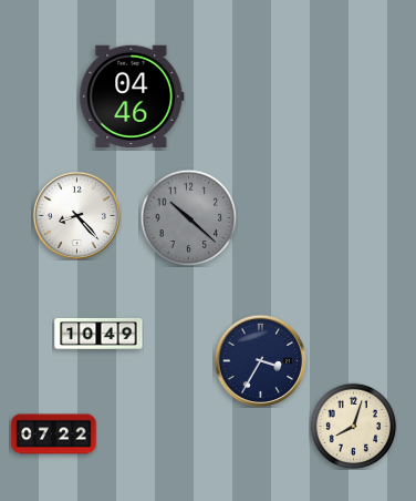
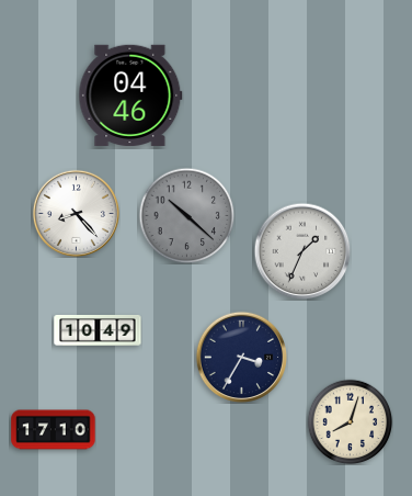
clock at (302, 251): none -> 1:34
clock at (260, 360) position: (260, 360) -> (241, 357)
clock at (54, 434): 07:22 -> 17:10
